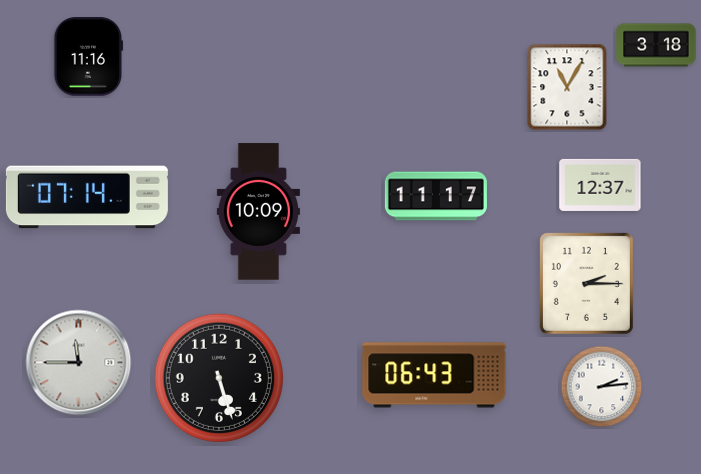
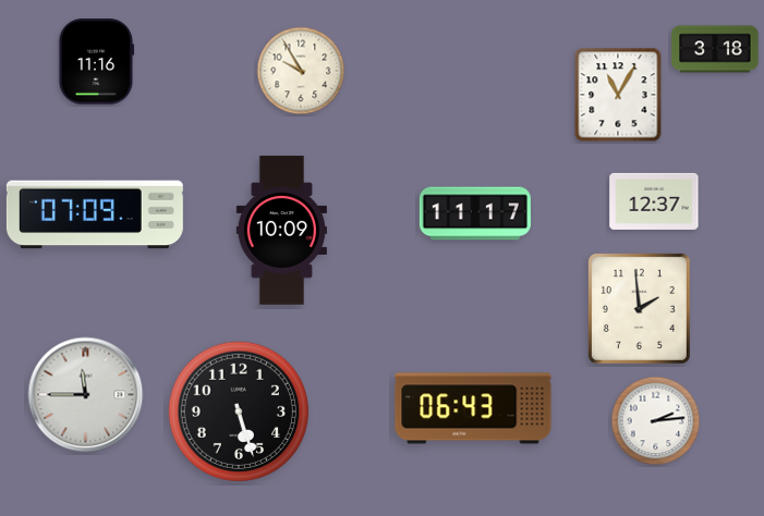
clock at (301, 71): none -> 9:55
clock at (87, 197): 07:14 -> 07:09
clock at (586, 283): 2:15 -> 1:59
